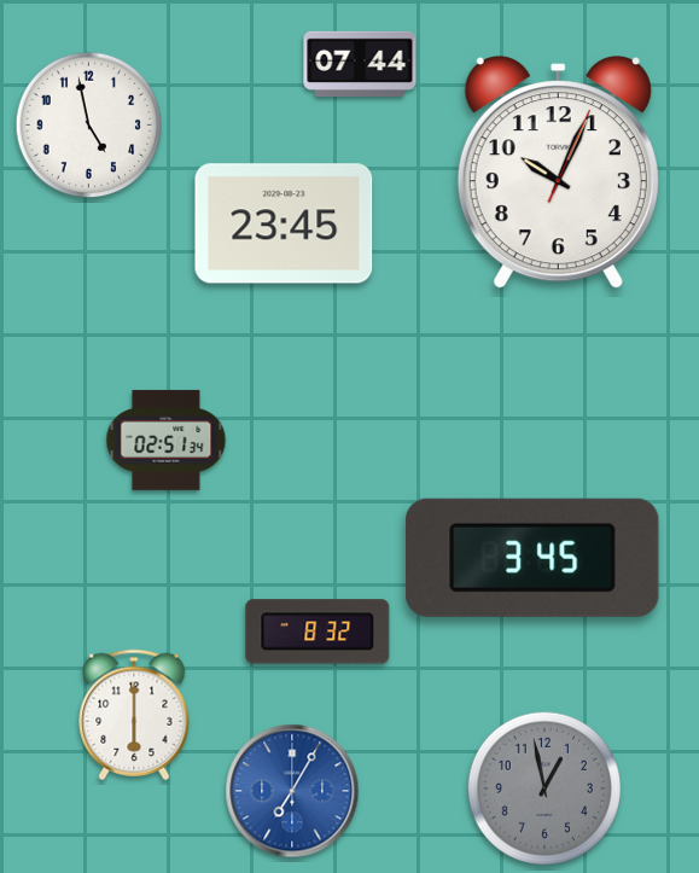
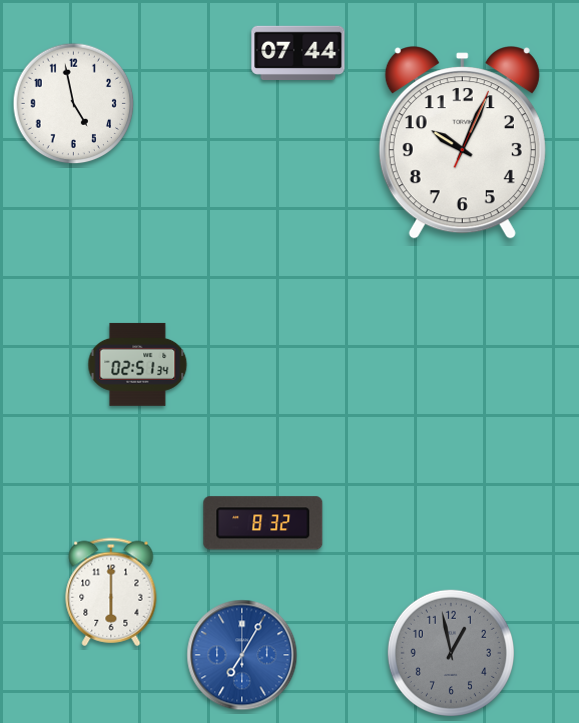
clock at (284, 223): 23:45 -> none
clock at (532, 558): 3:45 -> none
